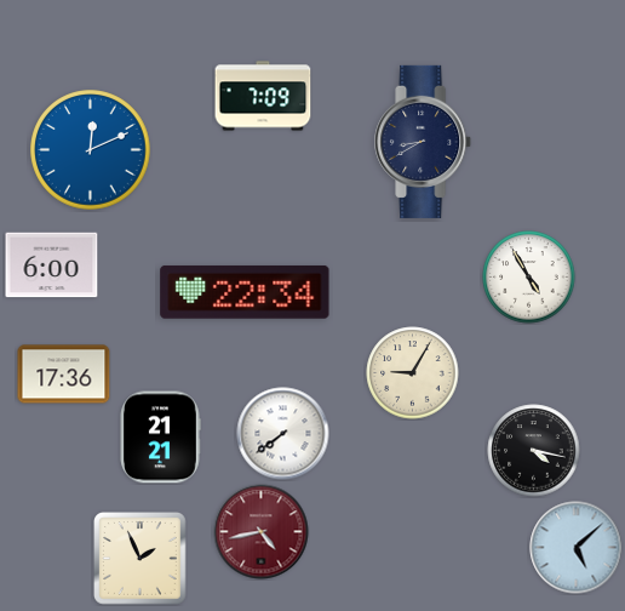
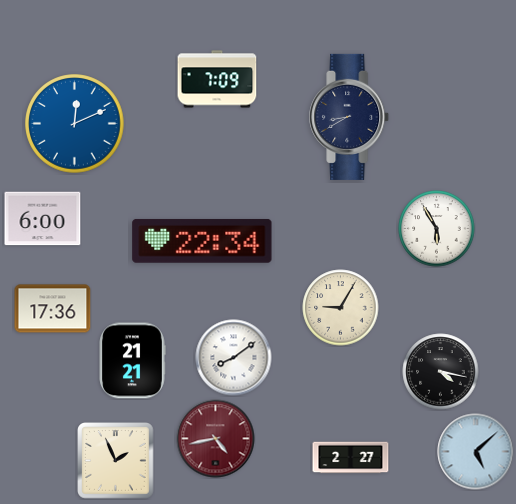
clock at (529, 278): 4:55 -> 5:55
clock at (283, 434): 7:39 -> 8:09
clock at (351, 458): none -> 2:27
